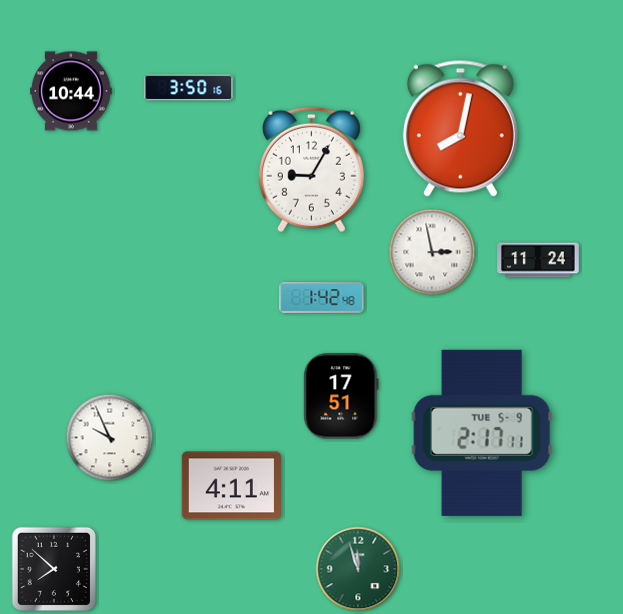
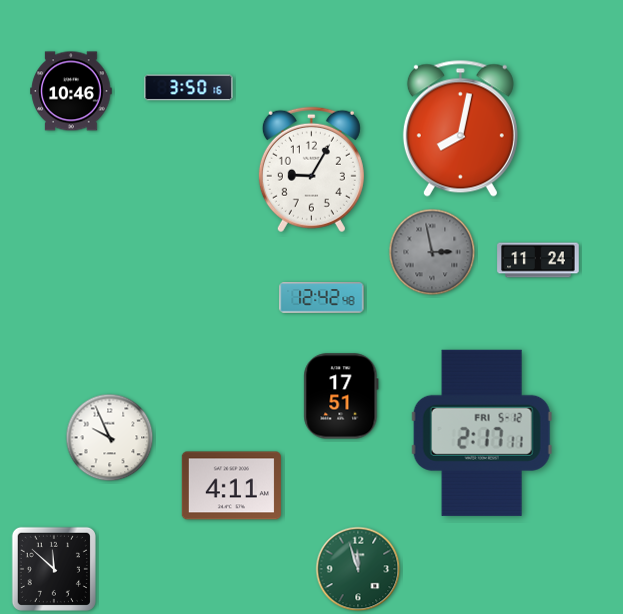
clock at (71, 91): 10:44 -> 10:46
clock at (432, 252) dial: white -> grey
clock at (322, 298): 1:42 -> 12:42
clock at (482, 433) date: TUE 5-9 -> FRI 5-12
clock at (54, 569): 7:52 -> 11:52
